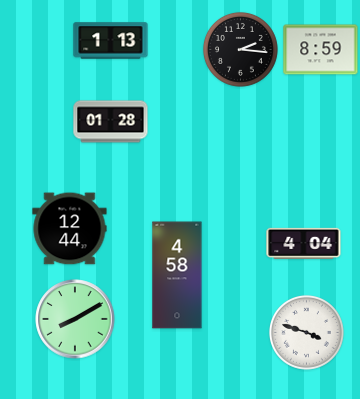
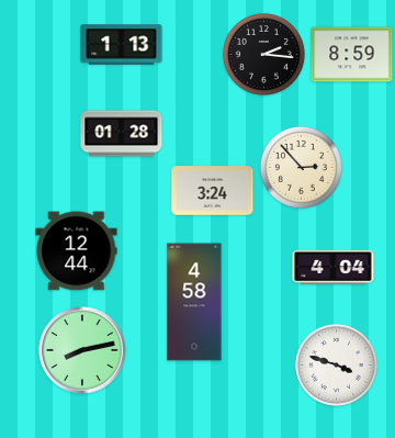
clock at (301, 167): none -> 2:53
clock at (213, 191): none -> 3:24
clock at (75, 319): 8:10 -> 8:13
